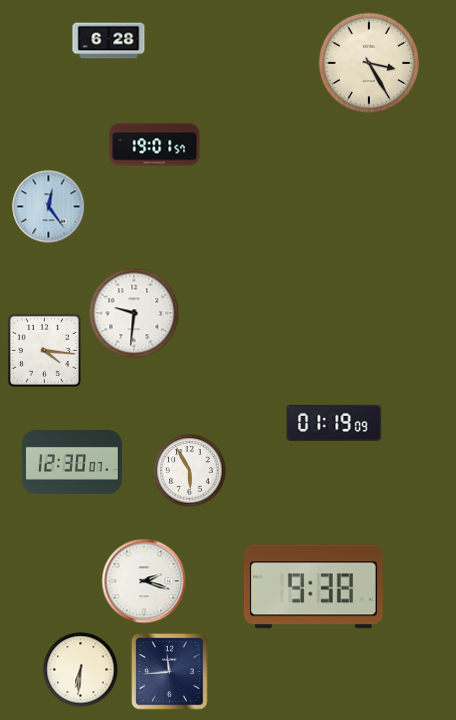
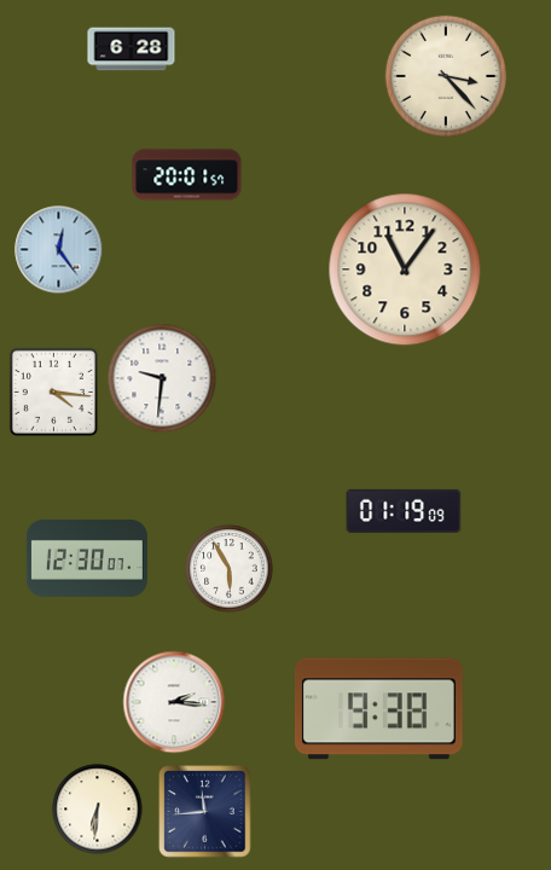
clock at (368, 62): 3:25 -> 3:23
clock at (155, 145): 19:01 -> 20:01
clock at (405, 269): none -> 11:06
clock at (44, 350) position: (44, 350) -> (53, 391)
clock at (144, 581): 2:18 -> 2:16
